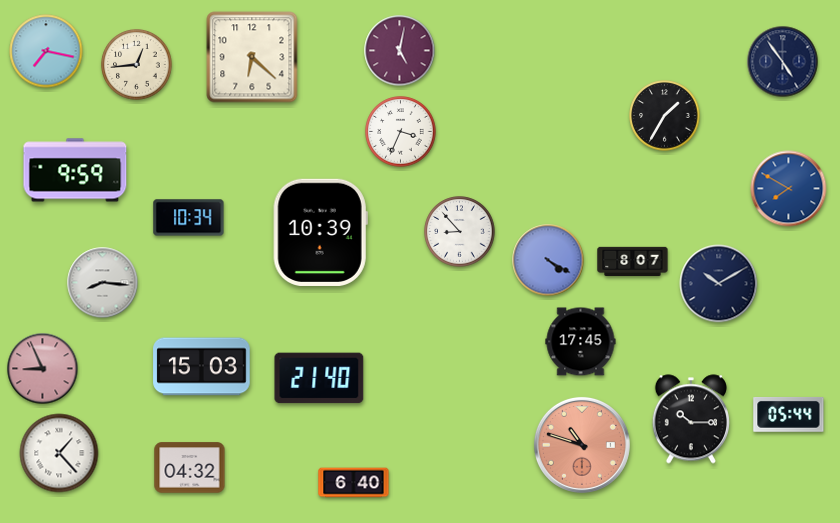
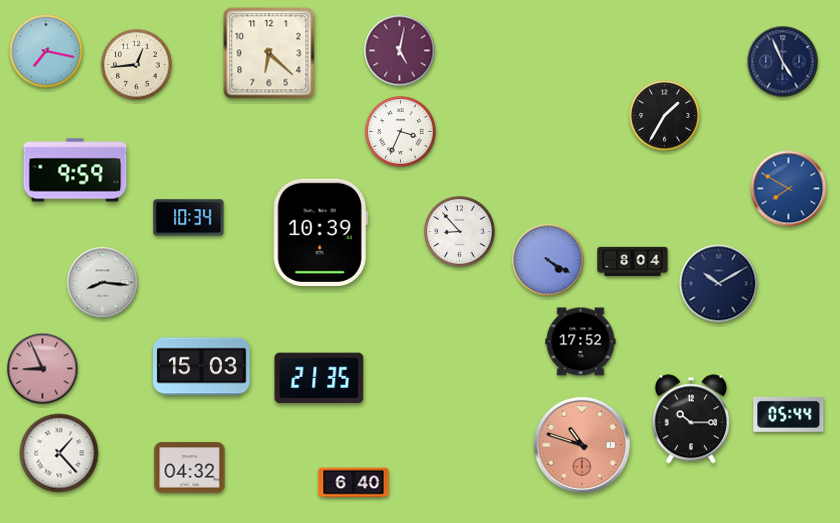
clock at (252, 57) position: (252, 57) -> (269, 53)
clock at (783, 62): 4:54 -> 4:56
clock at (633, 262): 8:07 -> 8:04
clock at (581, 342): 17:45 -> 17:52
clock at (319, 378): 21:40 -> 21:35
